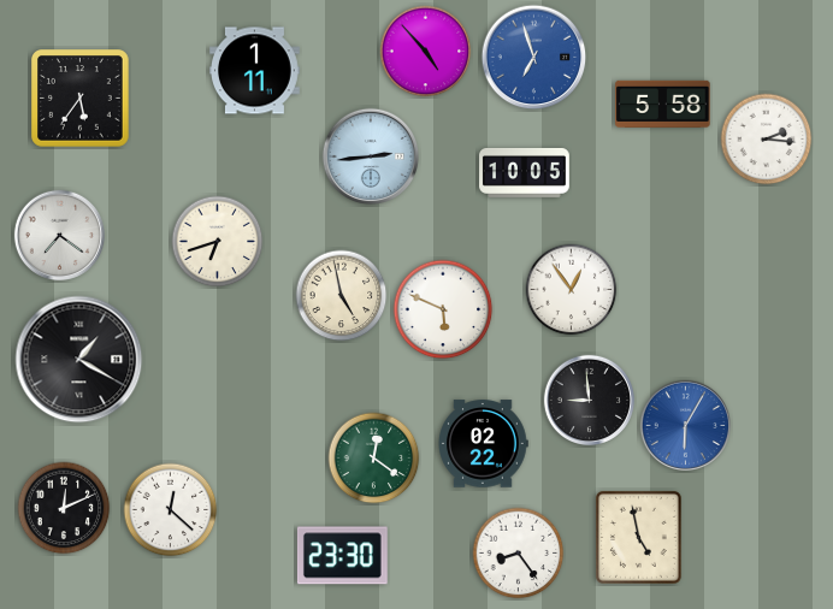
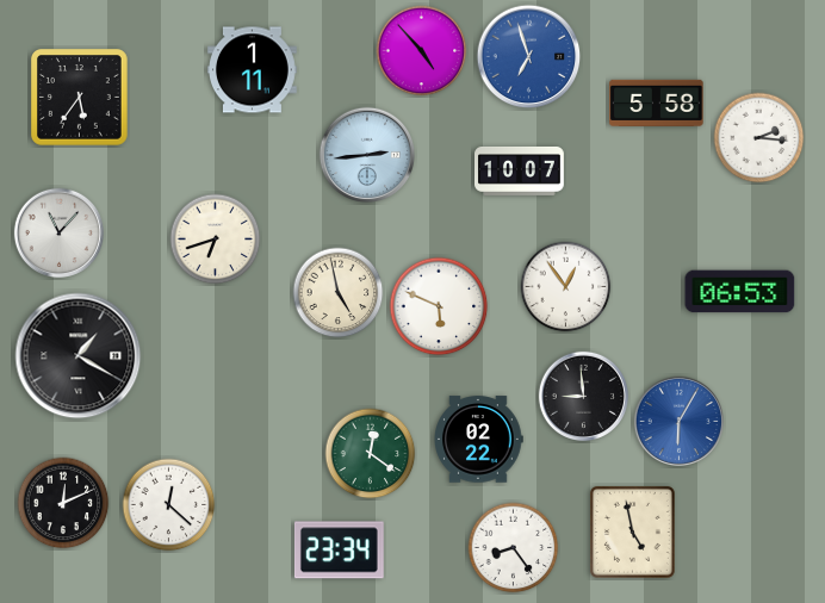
clock at (525, 172): 10:05 -> 10:07
clock at (59, 235): 7:21 -> 11:07
clock at (740, 292): none -> 06:53
clock at (342, 556): 23:30 -> 23:34
